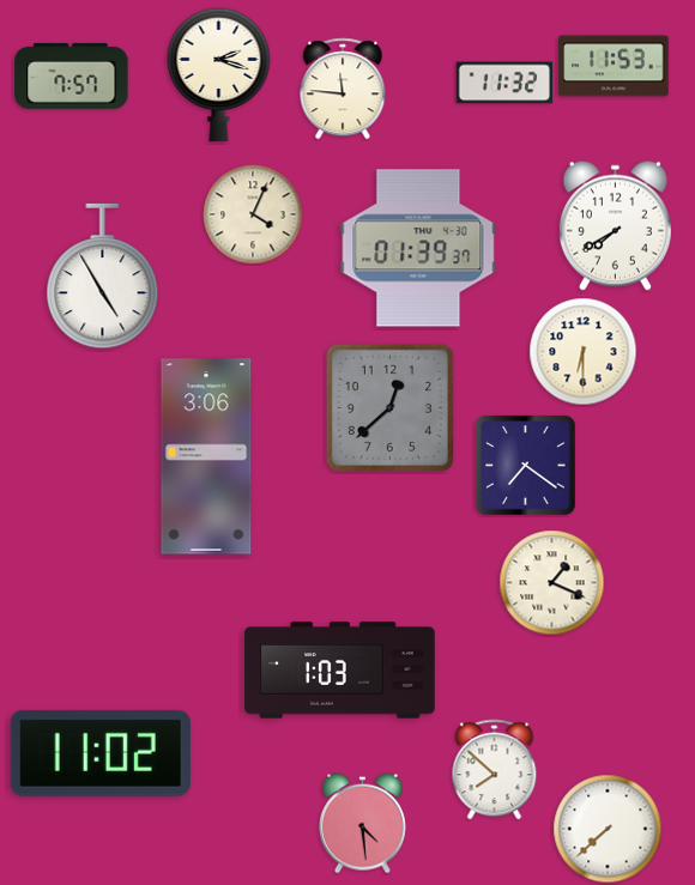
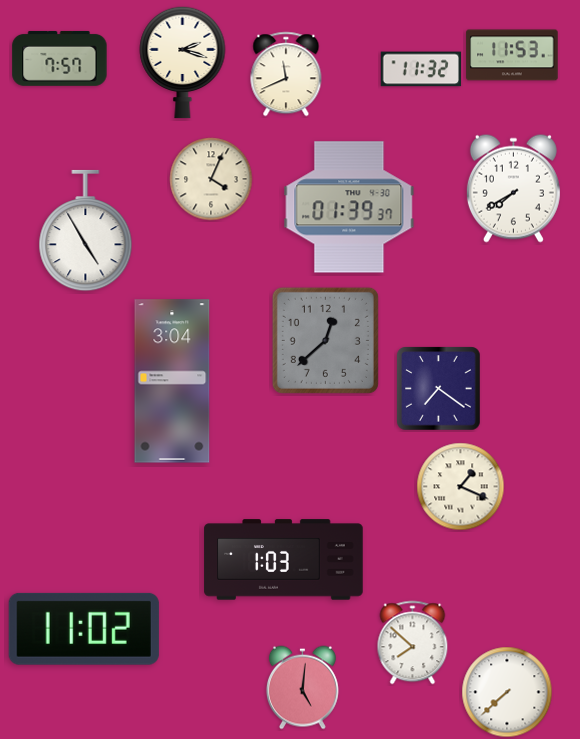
clock at (72, 75) position: (72, 75) -> (60, 58)
clock at (343, 89): 11:46 -> 11:41
clock at (584, 352): 6:30 -> none
clock at (206, 456): 3:06 -> 3:04
clock at (362, 824): 4:29 -> 5:01
